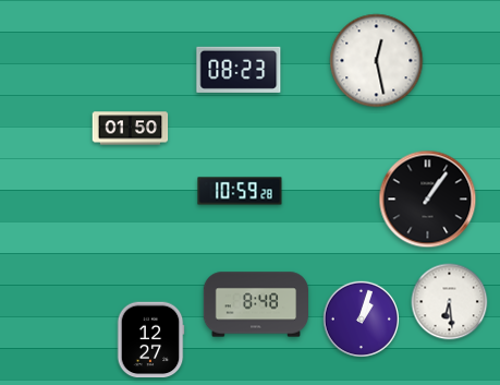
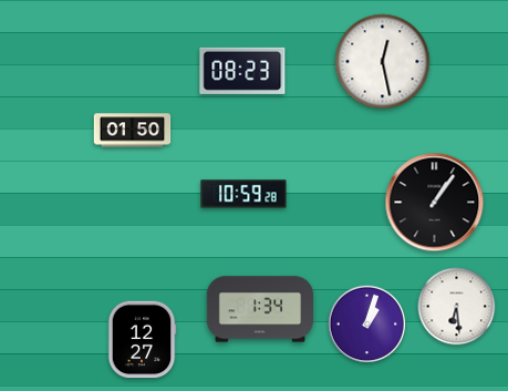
clock at (255, 304): 8:48 -> 1:34
clock at (150, 340) position: (150, 340) -> (142, 340)
